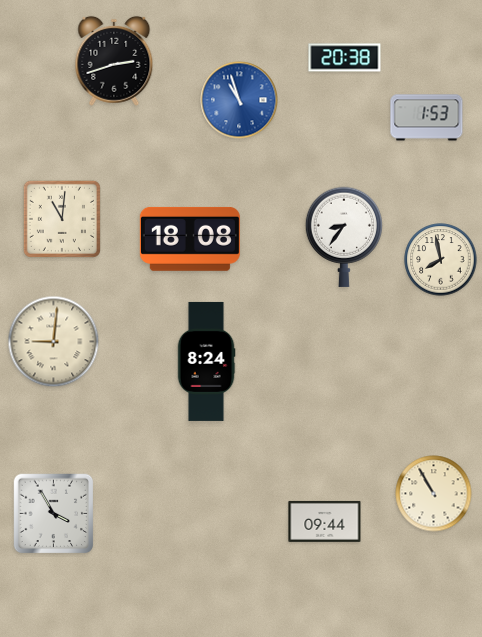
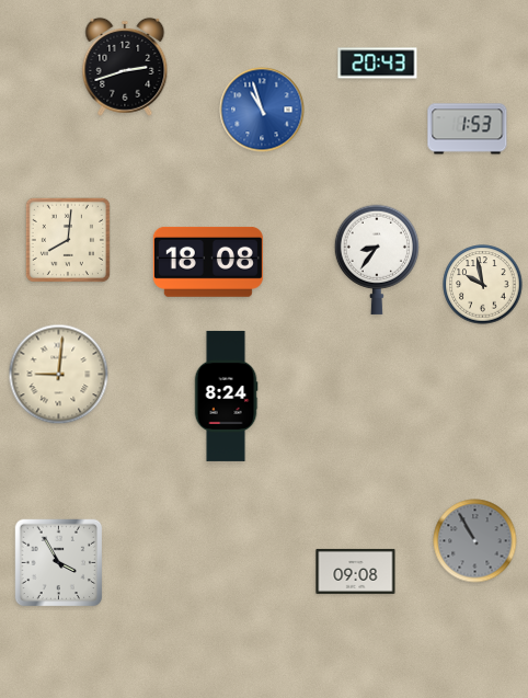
clock at (345, 58): 20:38 -> 20:43
clock at (62, 219): 11:01 -> 8:01
clock at (441, 260): 7:58 -> 9:58
clock at (434, 494) dial: cream -> grey
clock at (325, 521): 09:44 -> 09:08
